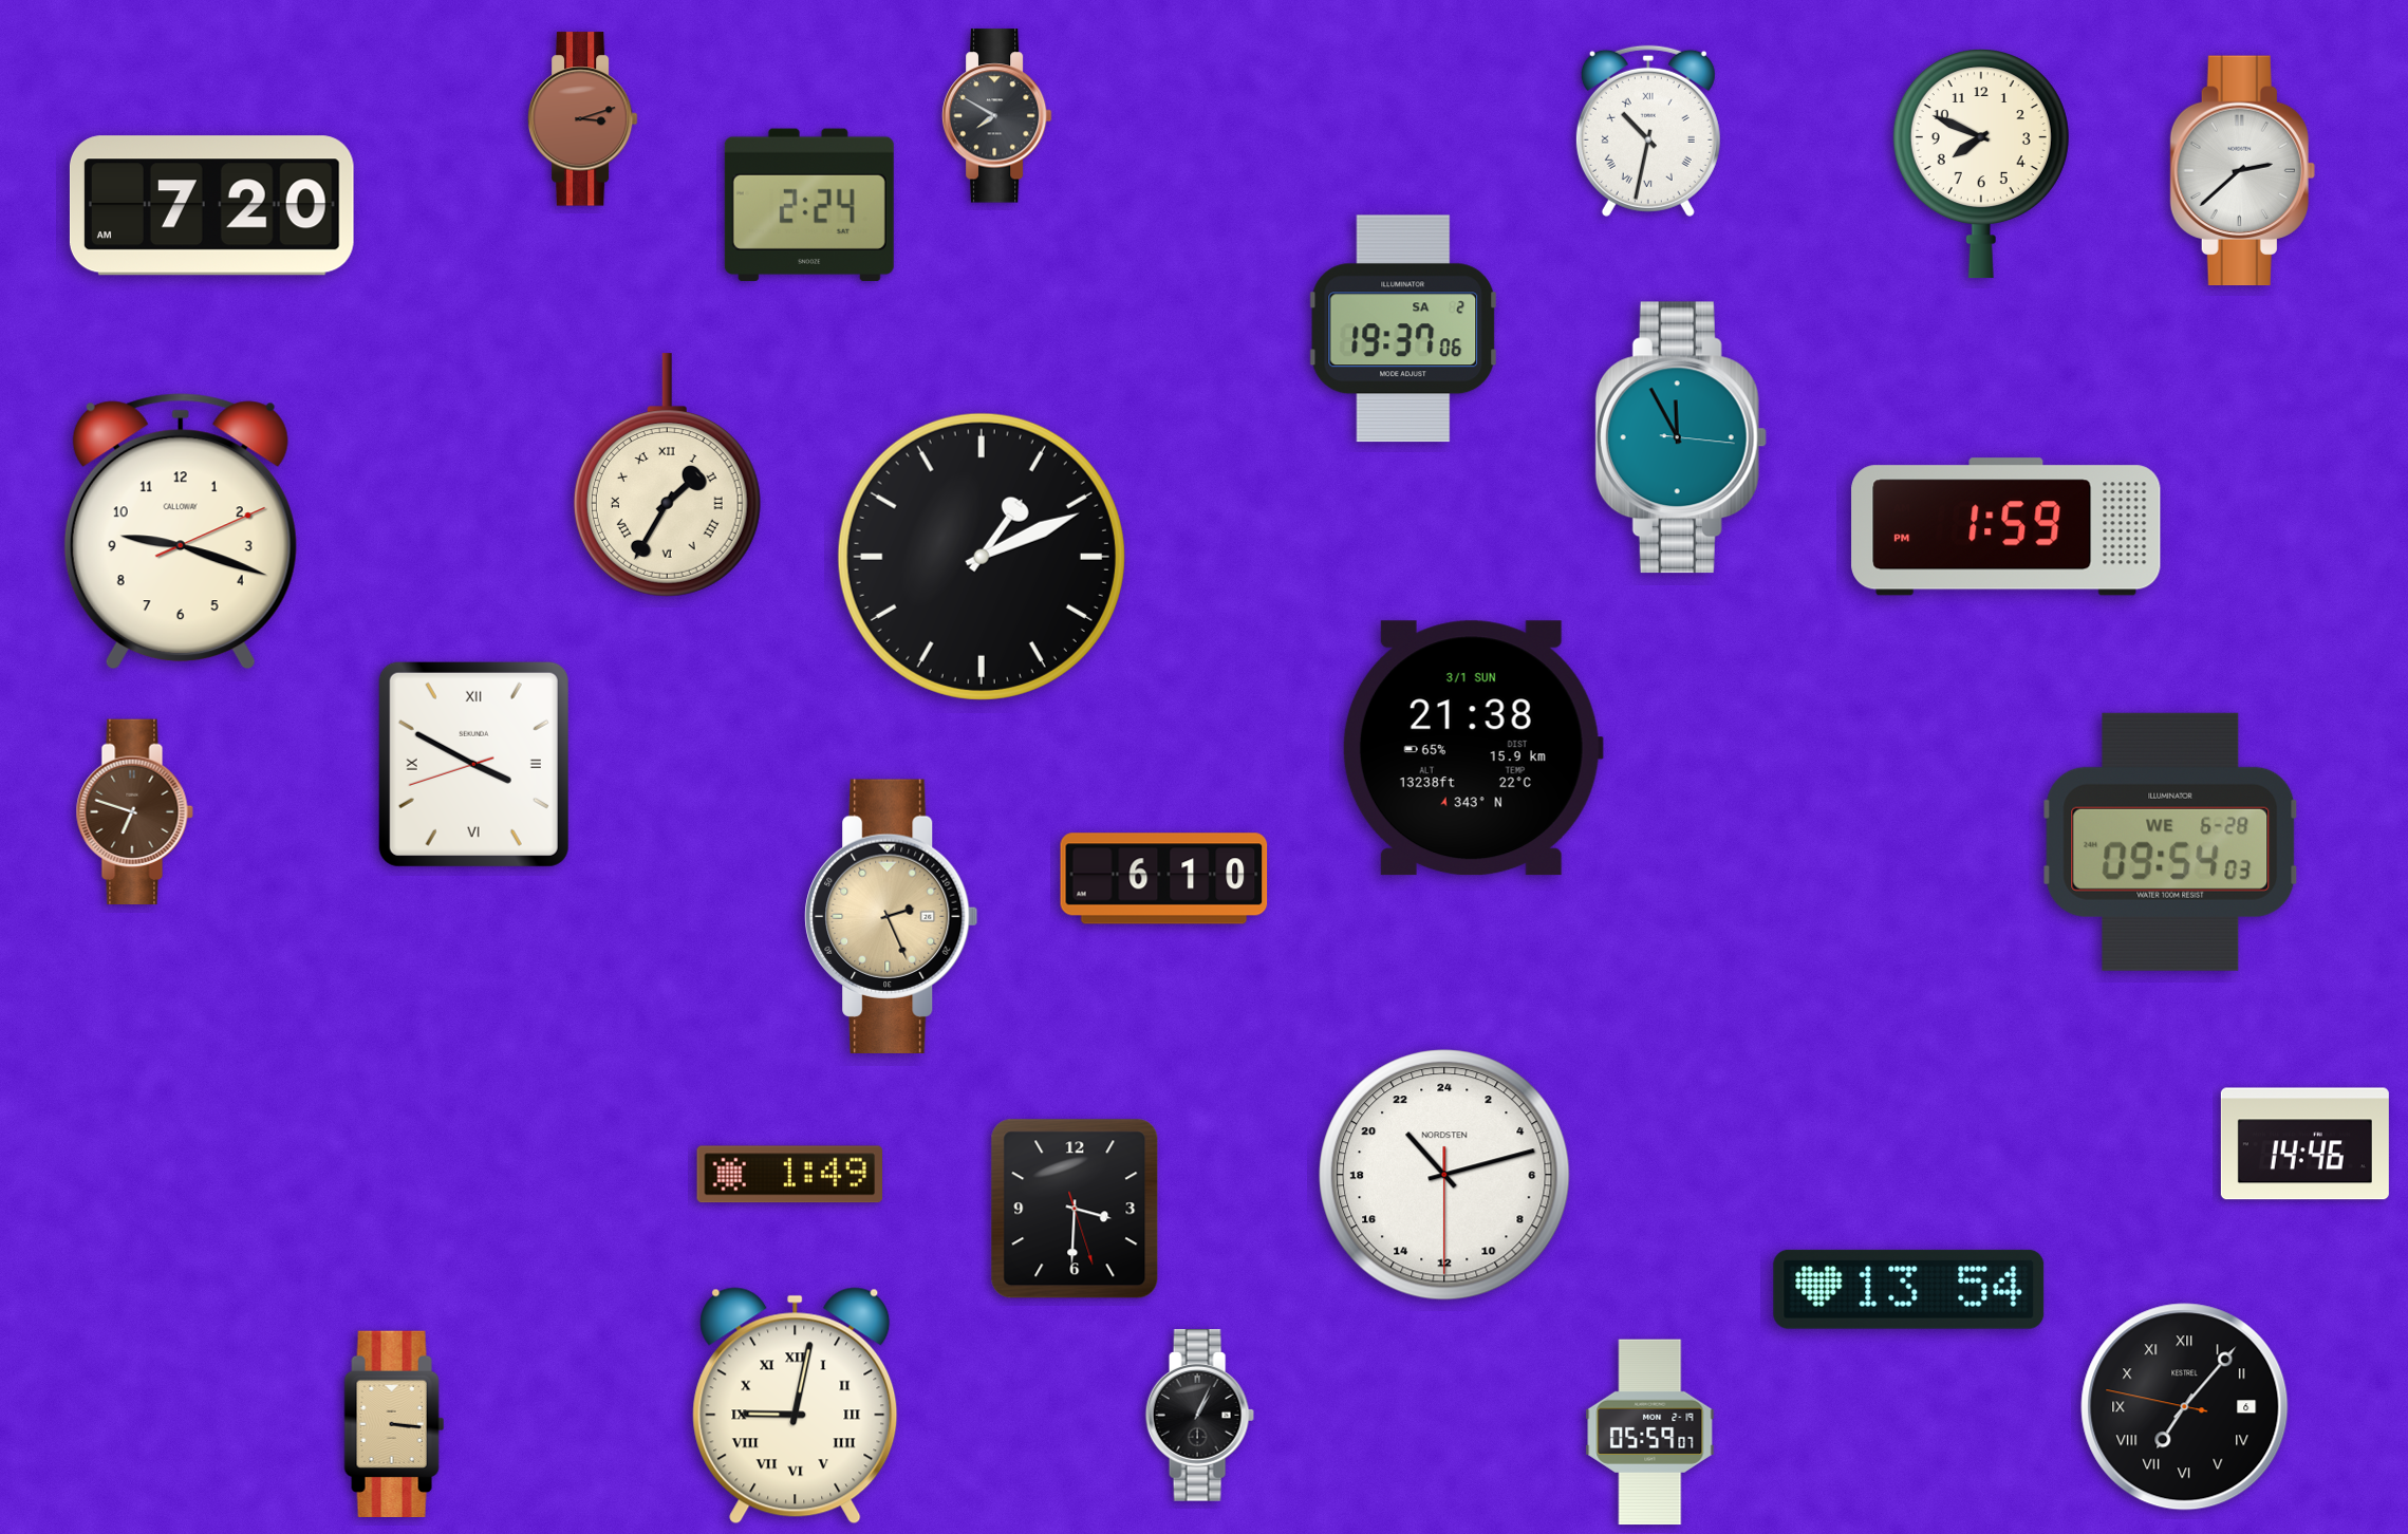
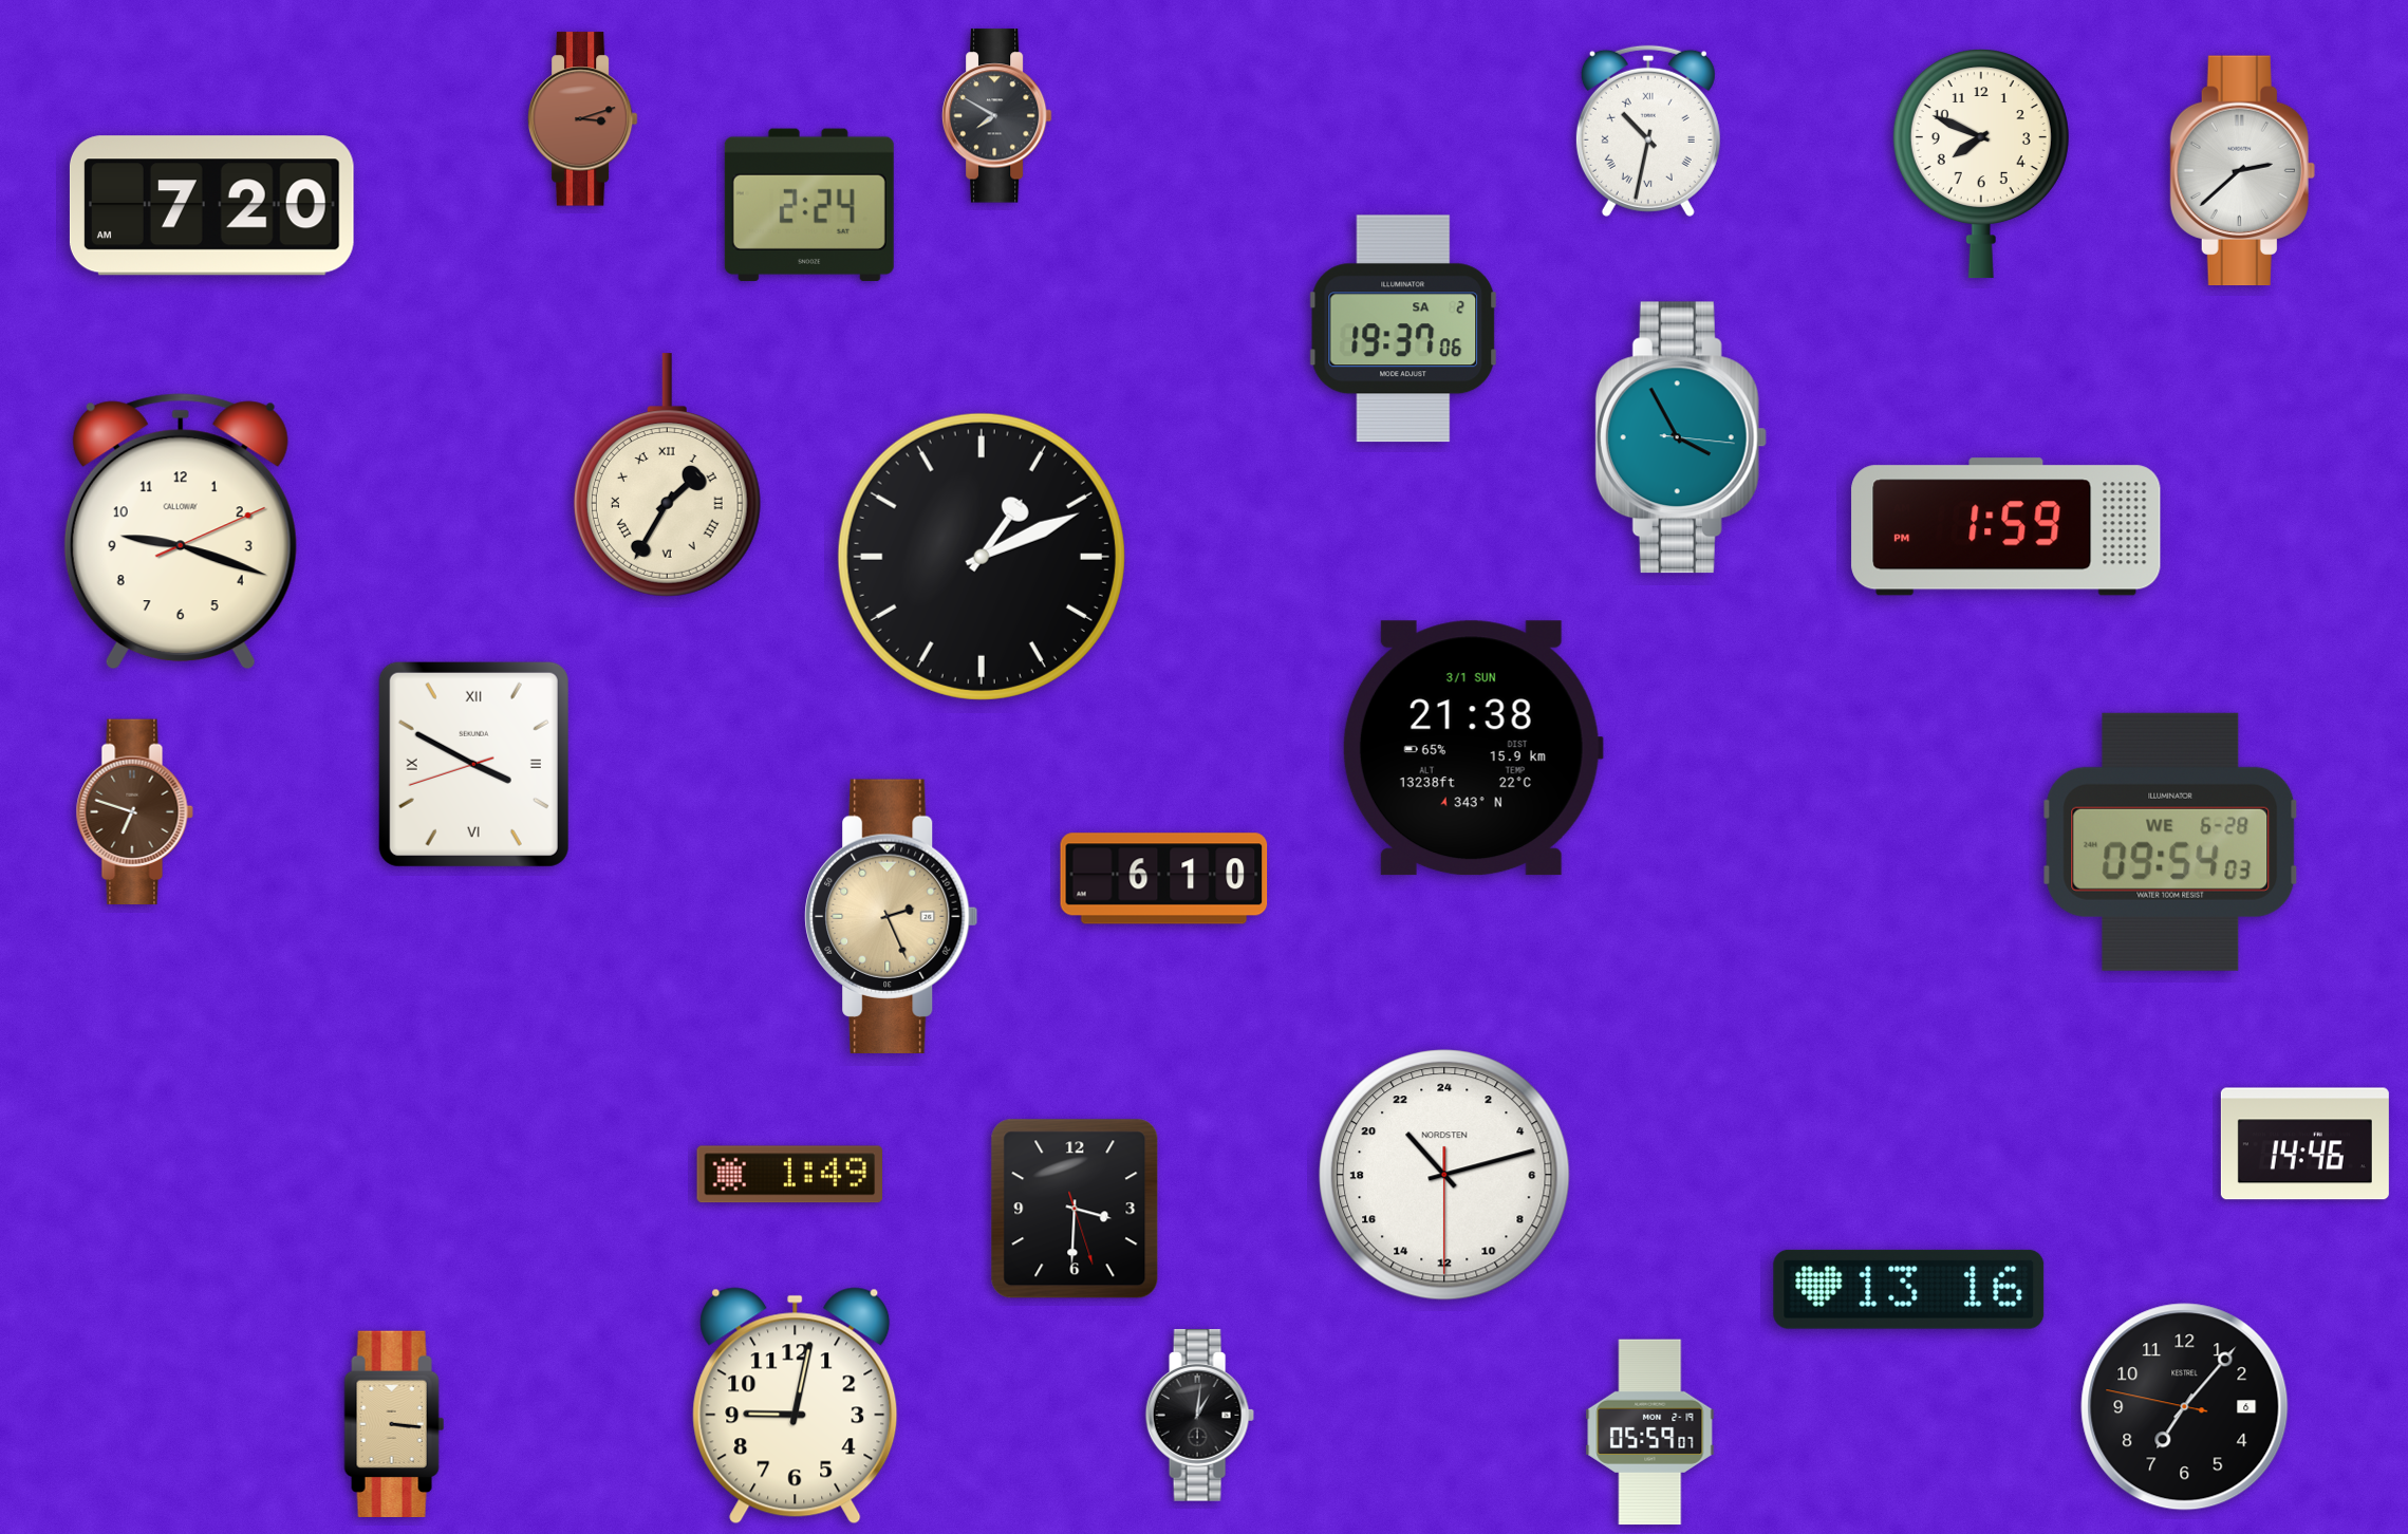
clock at (1681, 437): 11:55 -> 3:55
clock at (1909, 1289): 13:54 -> 13:16
clock at (796, 1406) numerals: Roman -> Arabic
clock at (2185, 1407) numerals: Roman -> Arabic
clock at (1199, 1416): 1:04 -> 1:01
